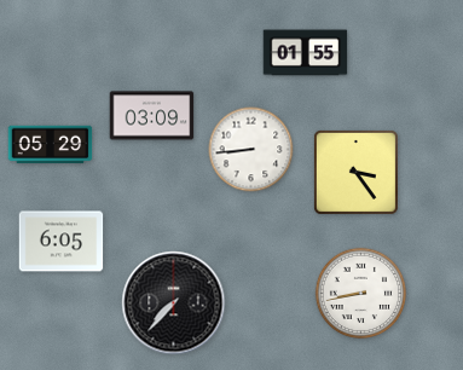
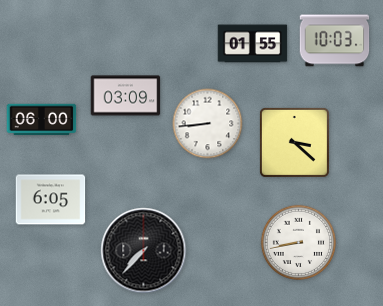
clock at (335, 41): none -> 10:03
clock at (51, 145): 05:29 -> 06:00
clock at (355, 172): 3:24 -> 3:22
